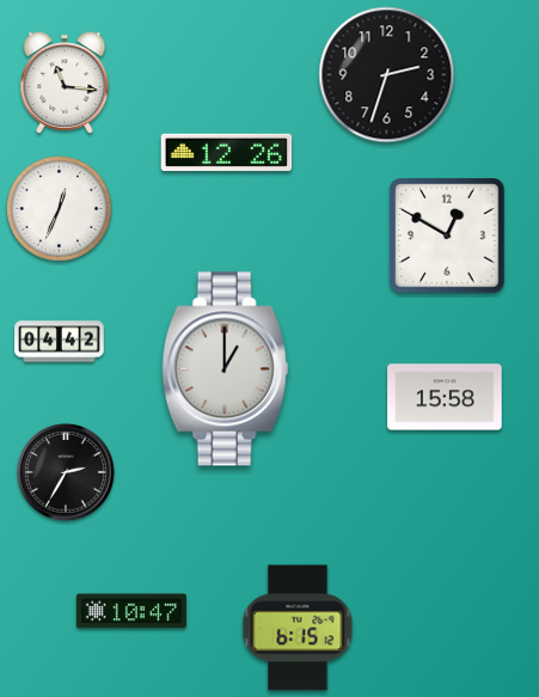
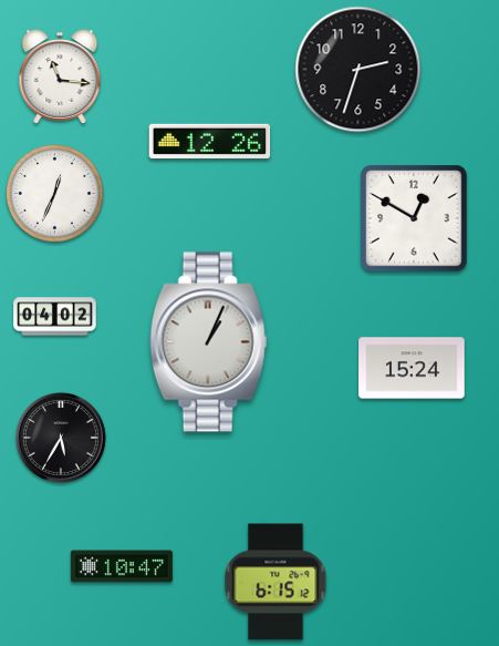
clock at (60, 342): 04:42 -> 04:02
clock at (226, 369): 1:00 -> 1:04
clock at (445, 397): 15:58 -> 15:24
clock at (66, 472): 2:35 -> 5:35
